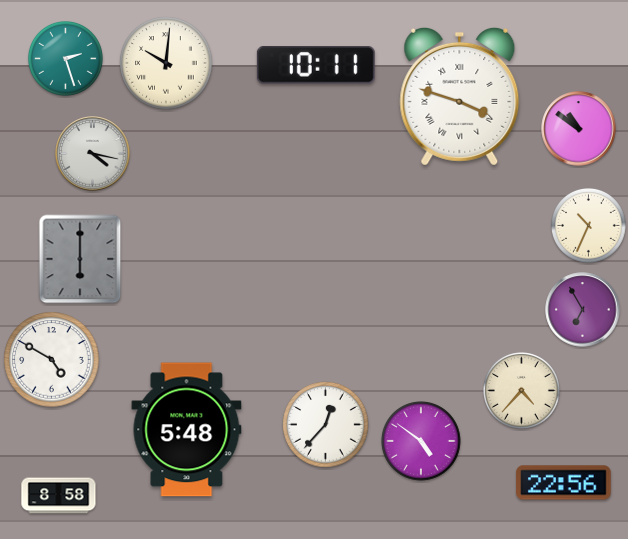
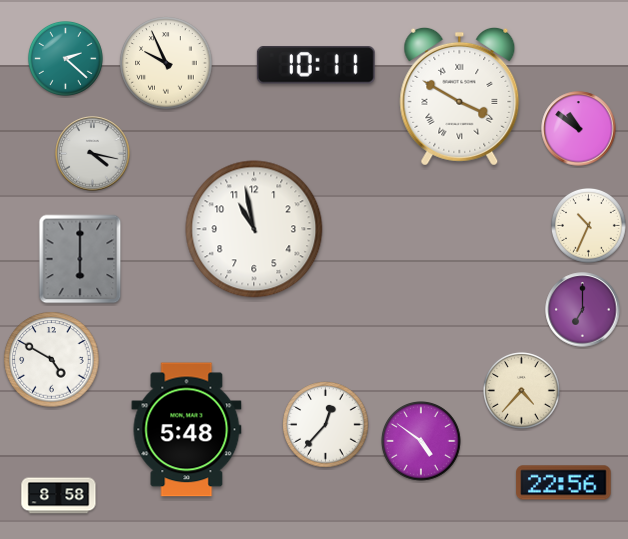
clock at (66, 59): 2:27 -> 2:22
clock at (166, 63): 10:01 -> 9:56
clock at (460, 96): 3:48 -> 3:50
clock at (254, 229): none -> 10:58
clock at (583, 310): 6:55 -> 7:00
